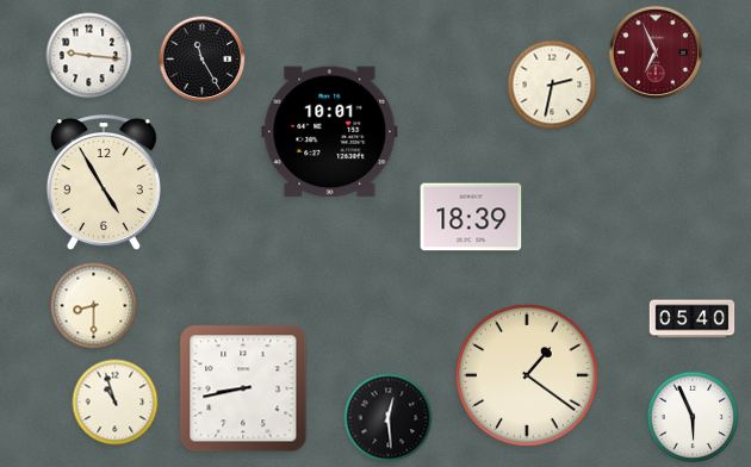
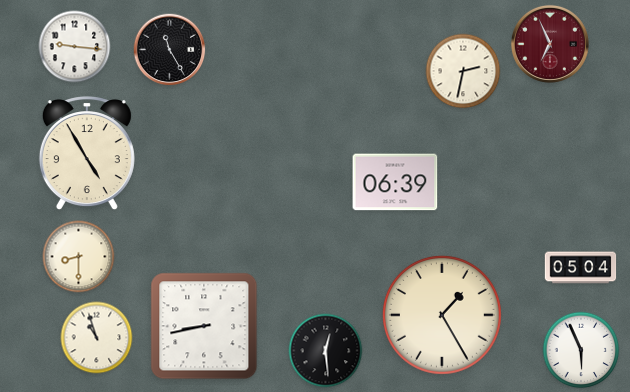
clock at (330, 132): 10:01 -> none
clock at (471, 217): 18:39 -> 06:39
clock at (693, 319): 05:40 -> 05:04
clock at (527, 375): 1:21 -> 1:25
